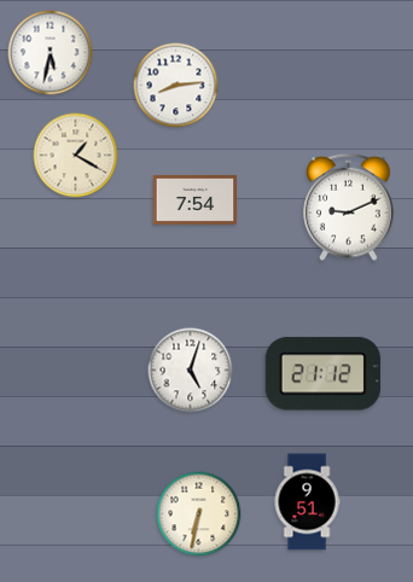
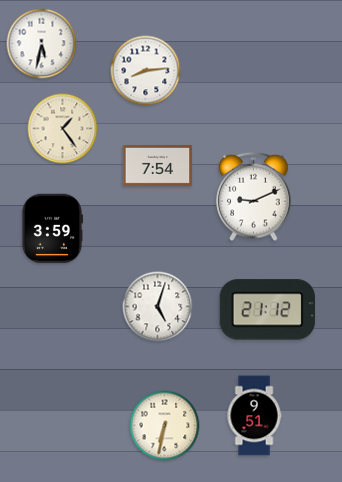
clock at (76, 156): 1:20 -> 1:24
clock at (196, 199) position: (196, 199) -> (158, 165)
clock at (349, 208) position: (349, 208) -> (254, 197)
clock at (52, 229): none -> 3:59
